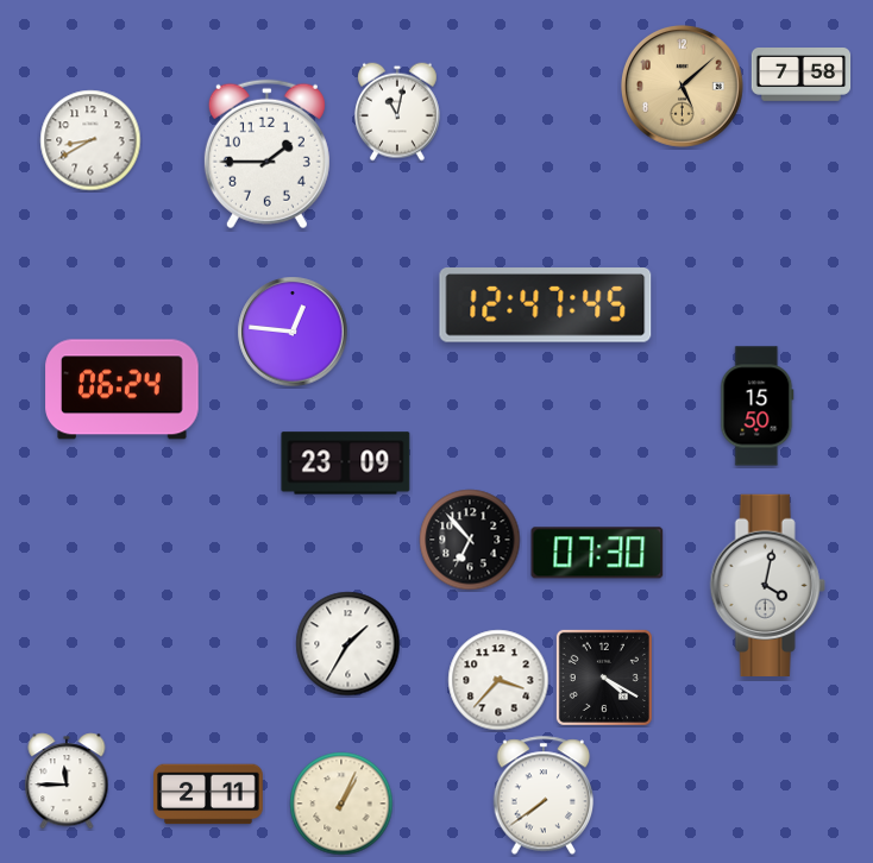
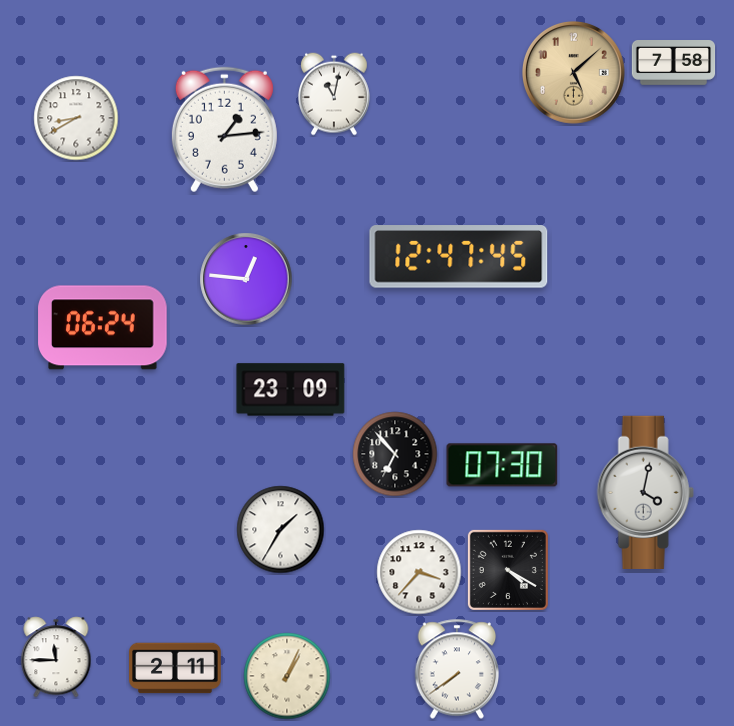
clock at (266, 155): 1:45 -> 1:14
clock at (758, 407): 15:50 -> none
clock at (348, 644) position: (348, 644) -> (281, 530)
